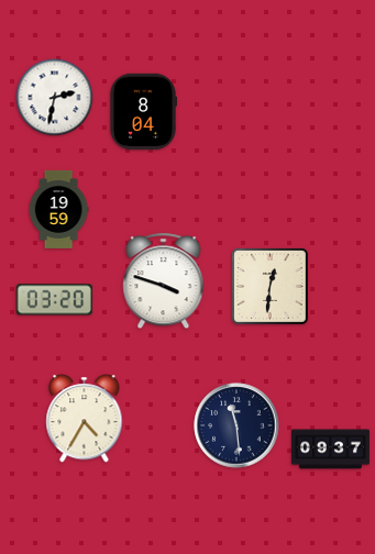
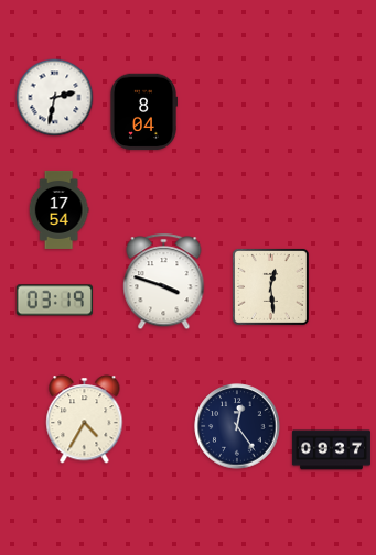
clock at (58, 209): 19:59 -> 17:54
clock at (269, 286): 12:31 -> 12:29
clock at (55, 300): 03:20 -> 03:19
clock at (236, 425): 11:29 -> 12:24
